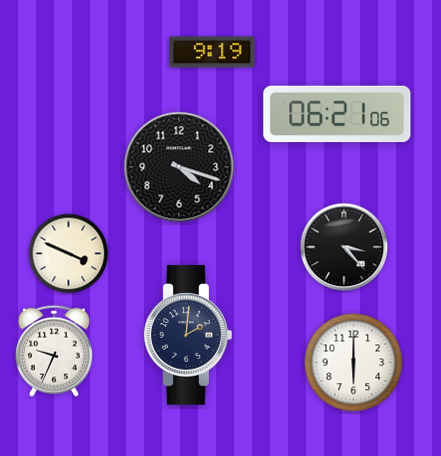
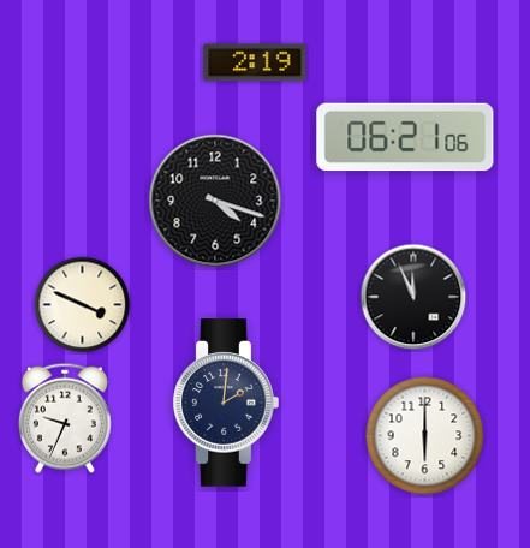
clock at (212, 52): 9:19 -> 2:19
clock at (344, 247): 3:23 -> 11:56
clock at (54, 351) position: (54, 351) -> (65, 418)
